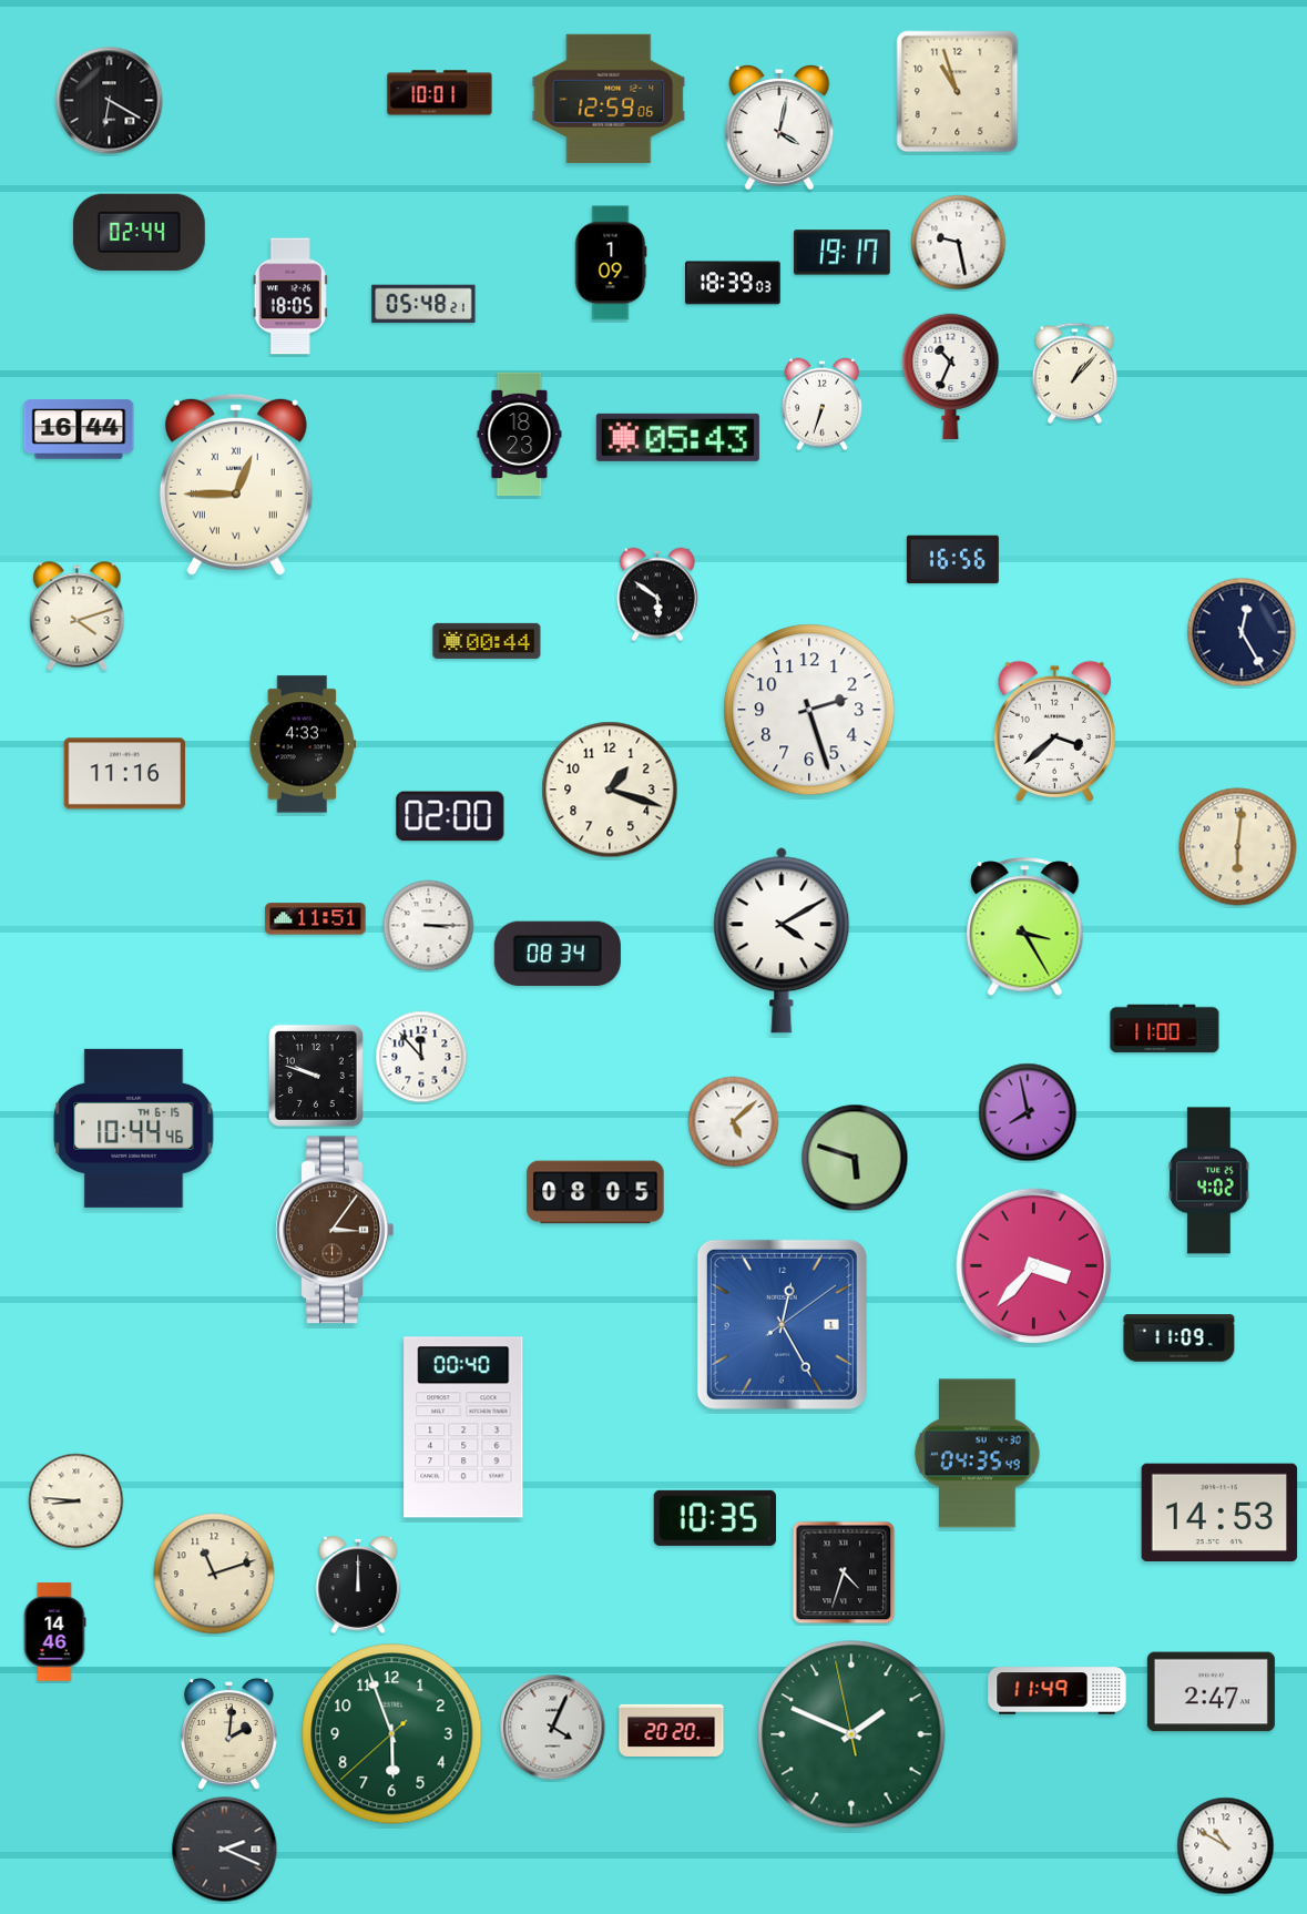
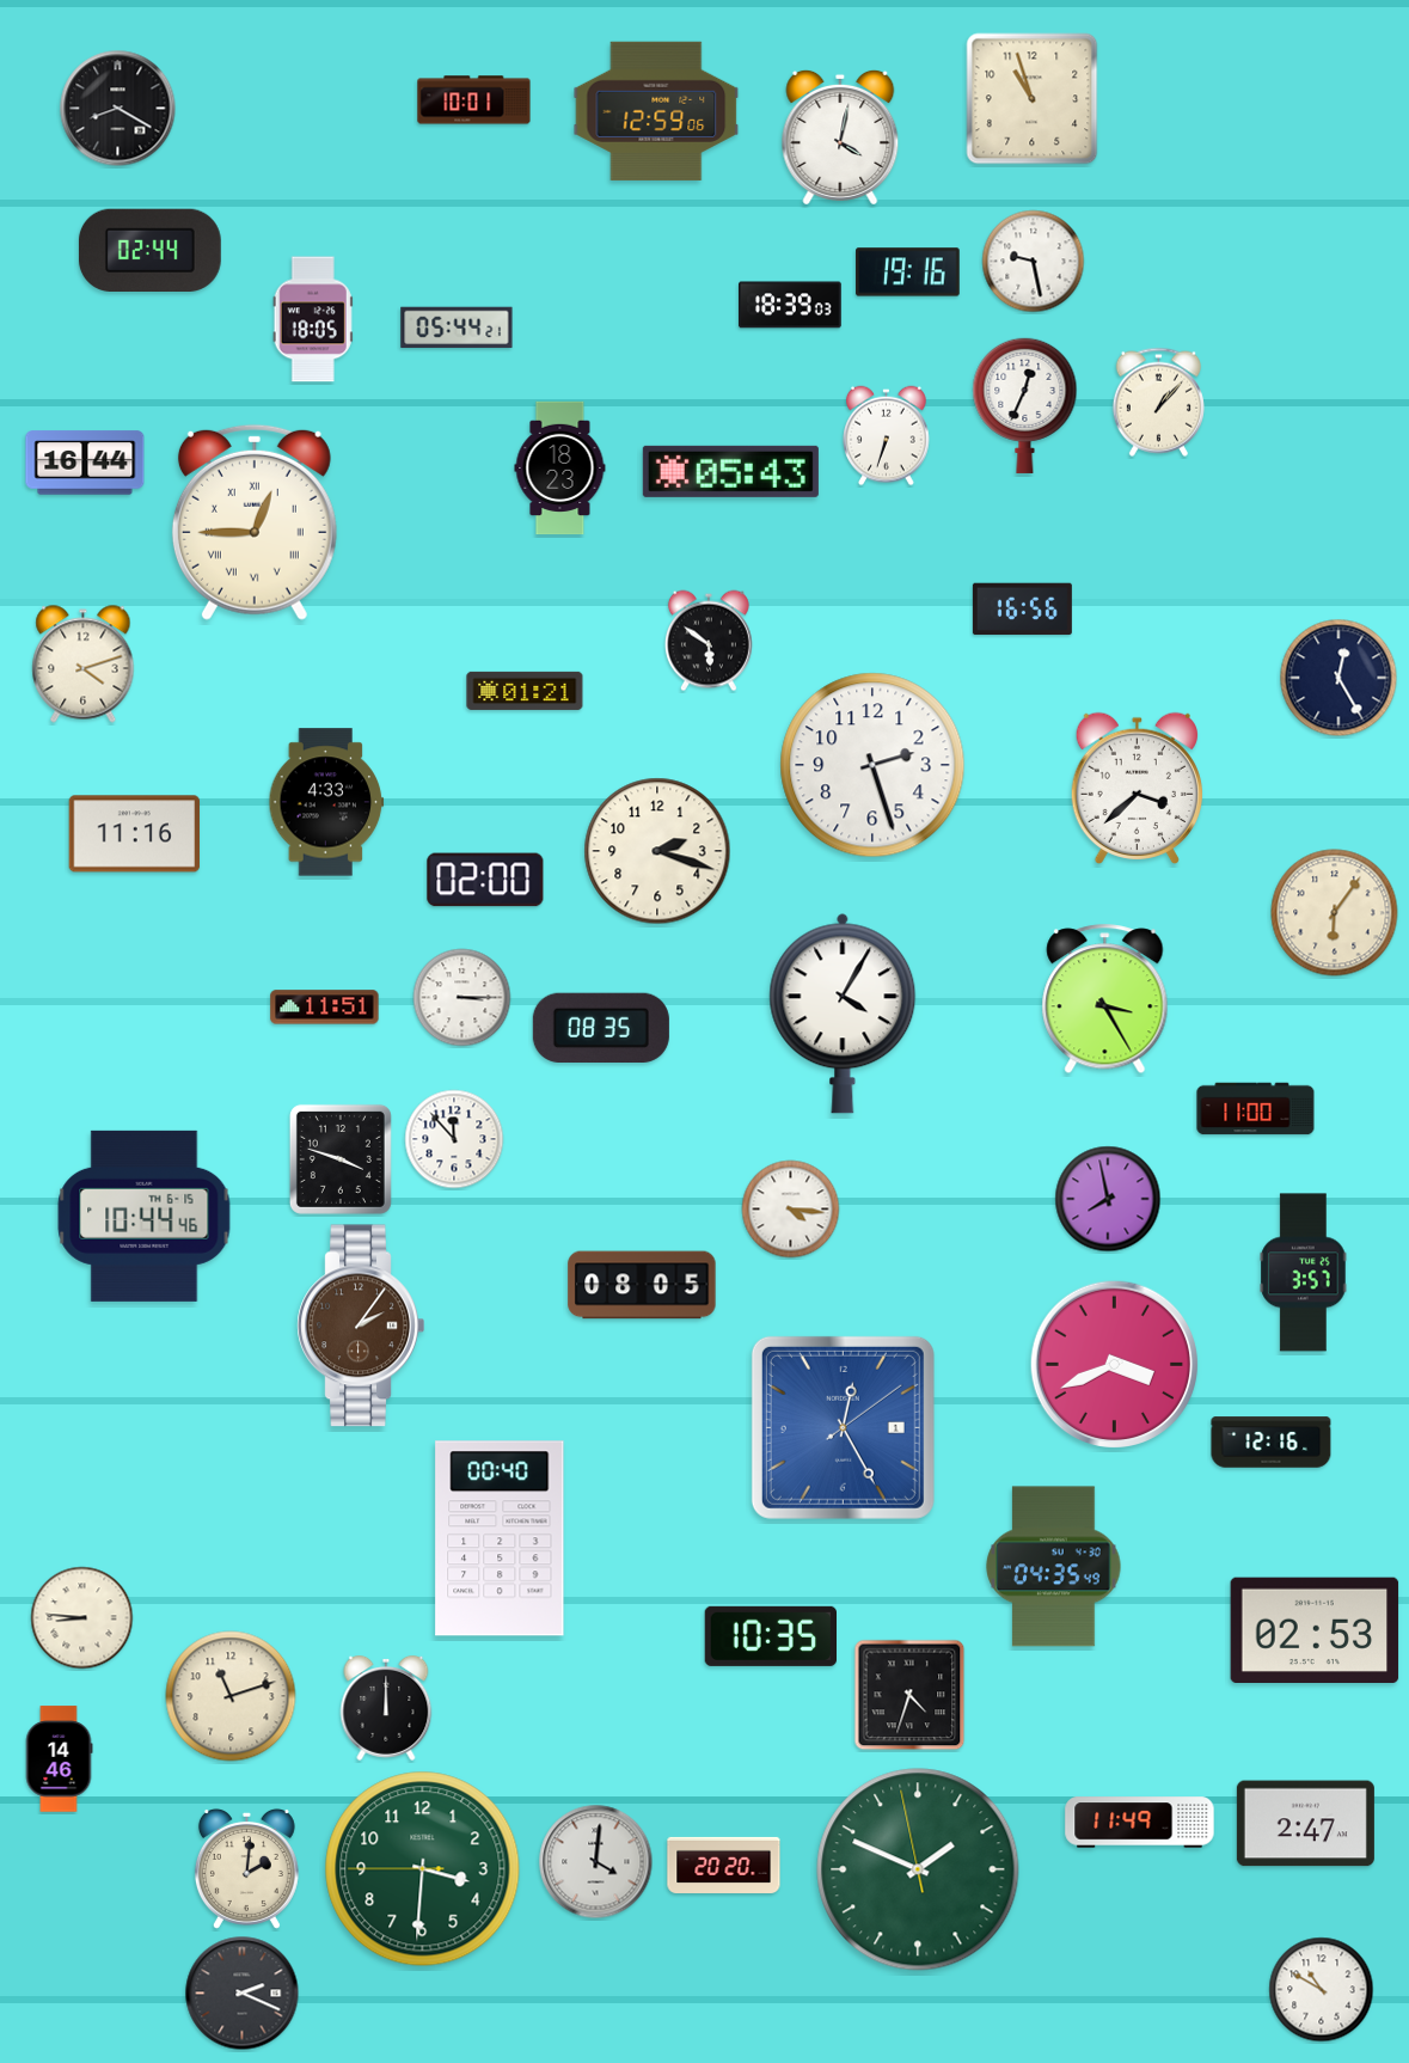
clock at (609, 99) position: (609, 99) -> (656, 111)
clock at (110, 101): 6:20 -> 8:20
clock at (843, 253): 19:17 -> 19:16
clock at (611, 263): 1:09 -> none
clock at (423, 304): 05:48 -> 05:44
clock at (951, 376): 10:34 -> 12:34
clock at (952, 560) position: (952, 560) -> (1022, 610)
clock at (1242, 632) position: (1242, 632) -> (1338, 678)
clock at (487, 641): 00:44 -> 01:21
clock at (610, 790): 1:18 -> 2:18
clock at (1238, 847): 6:01 -> 6:06
clock at (316, 919) position: (316, 919) -> (325, 1008)
clock at (782, 940): 4:10 -> 4:05
clock at (558, 953): 08:34 -> 08:35
clock at (316, 1076): 9:48 -> 3:48
clock at (734, 1122): 5:08 -> 4:16
clock at (855, 1158): 5:48 -> none
clock at (1209, 1181): 4:02 -> 3:57
clock at (335, 1230): 3:06 -> 2:06
clock at (1033, 1265): 3:37 -> 3:41
clock at (1180, 1338): 11:09 -> 12:16
clock at (1219, 1511): 14:53 -> 02:53
clock at (553, 1728): 4:04 -> 4:01
clock at (392, 1734): 5:56 -> 3:30
